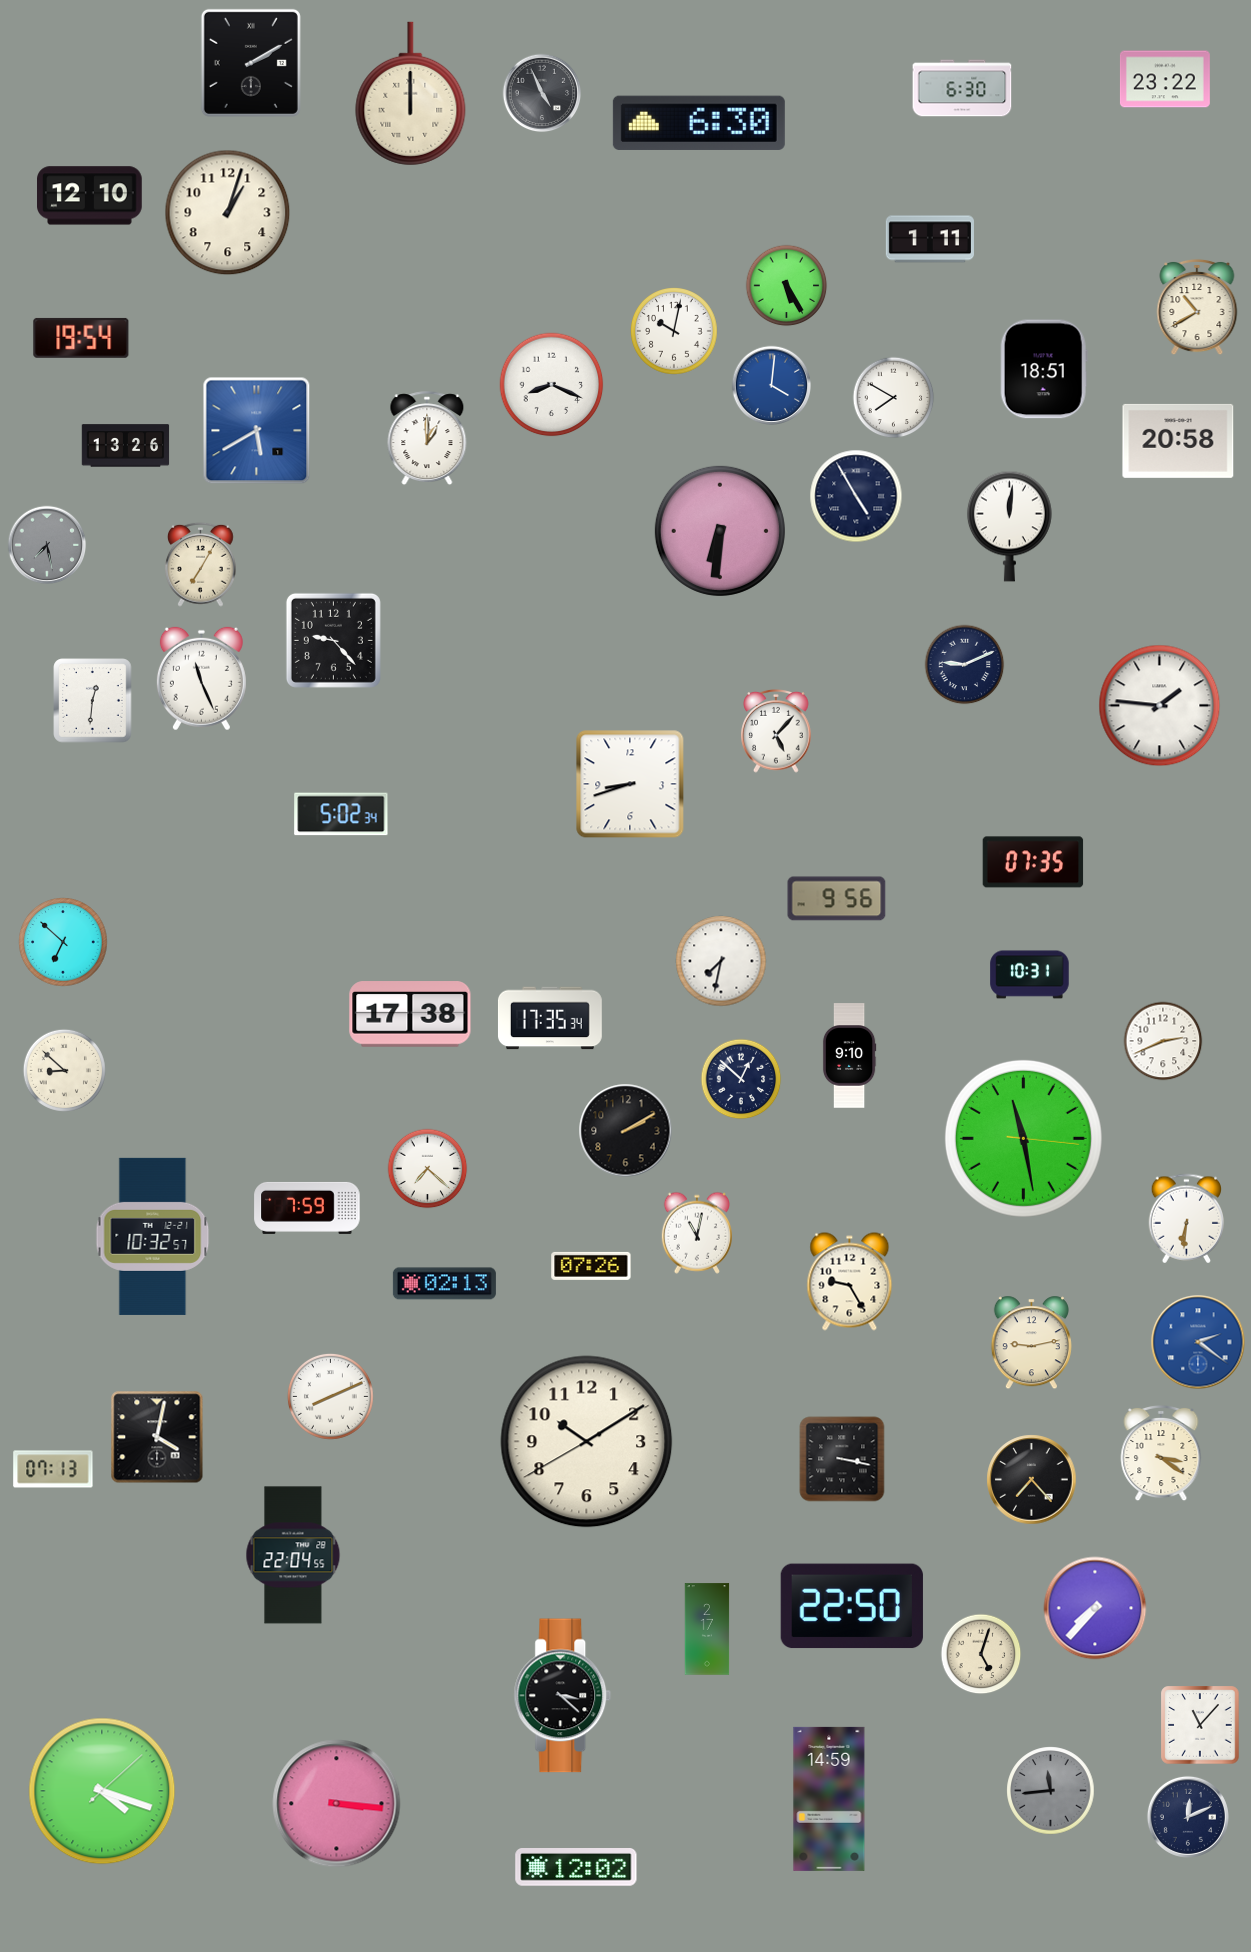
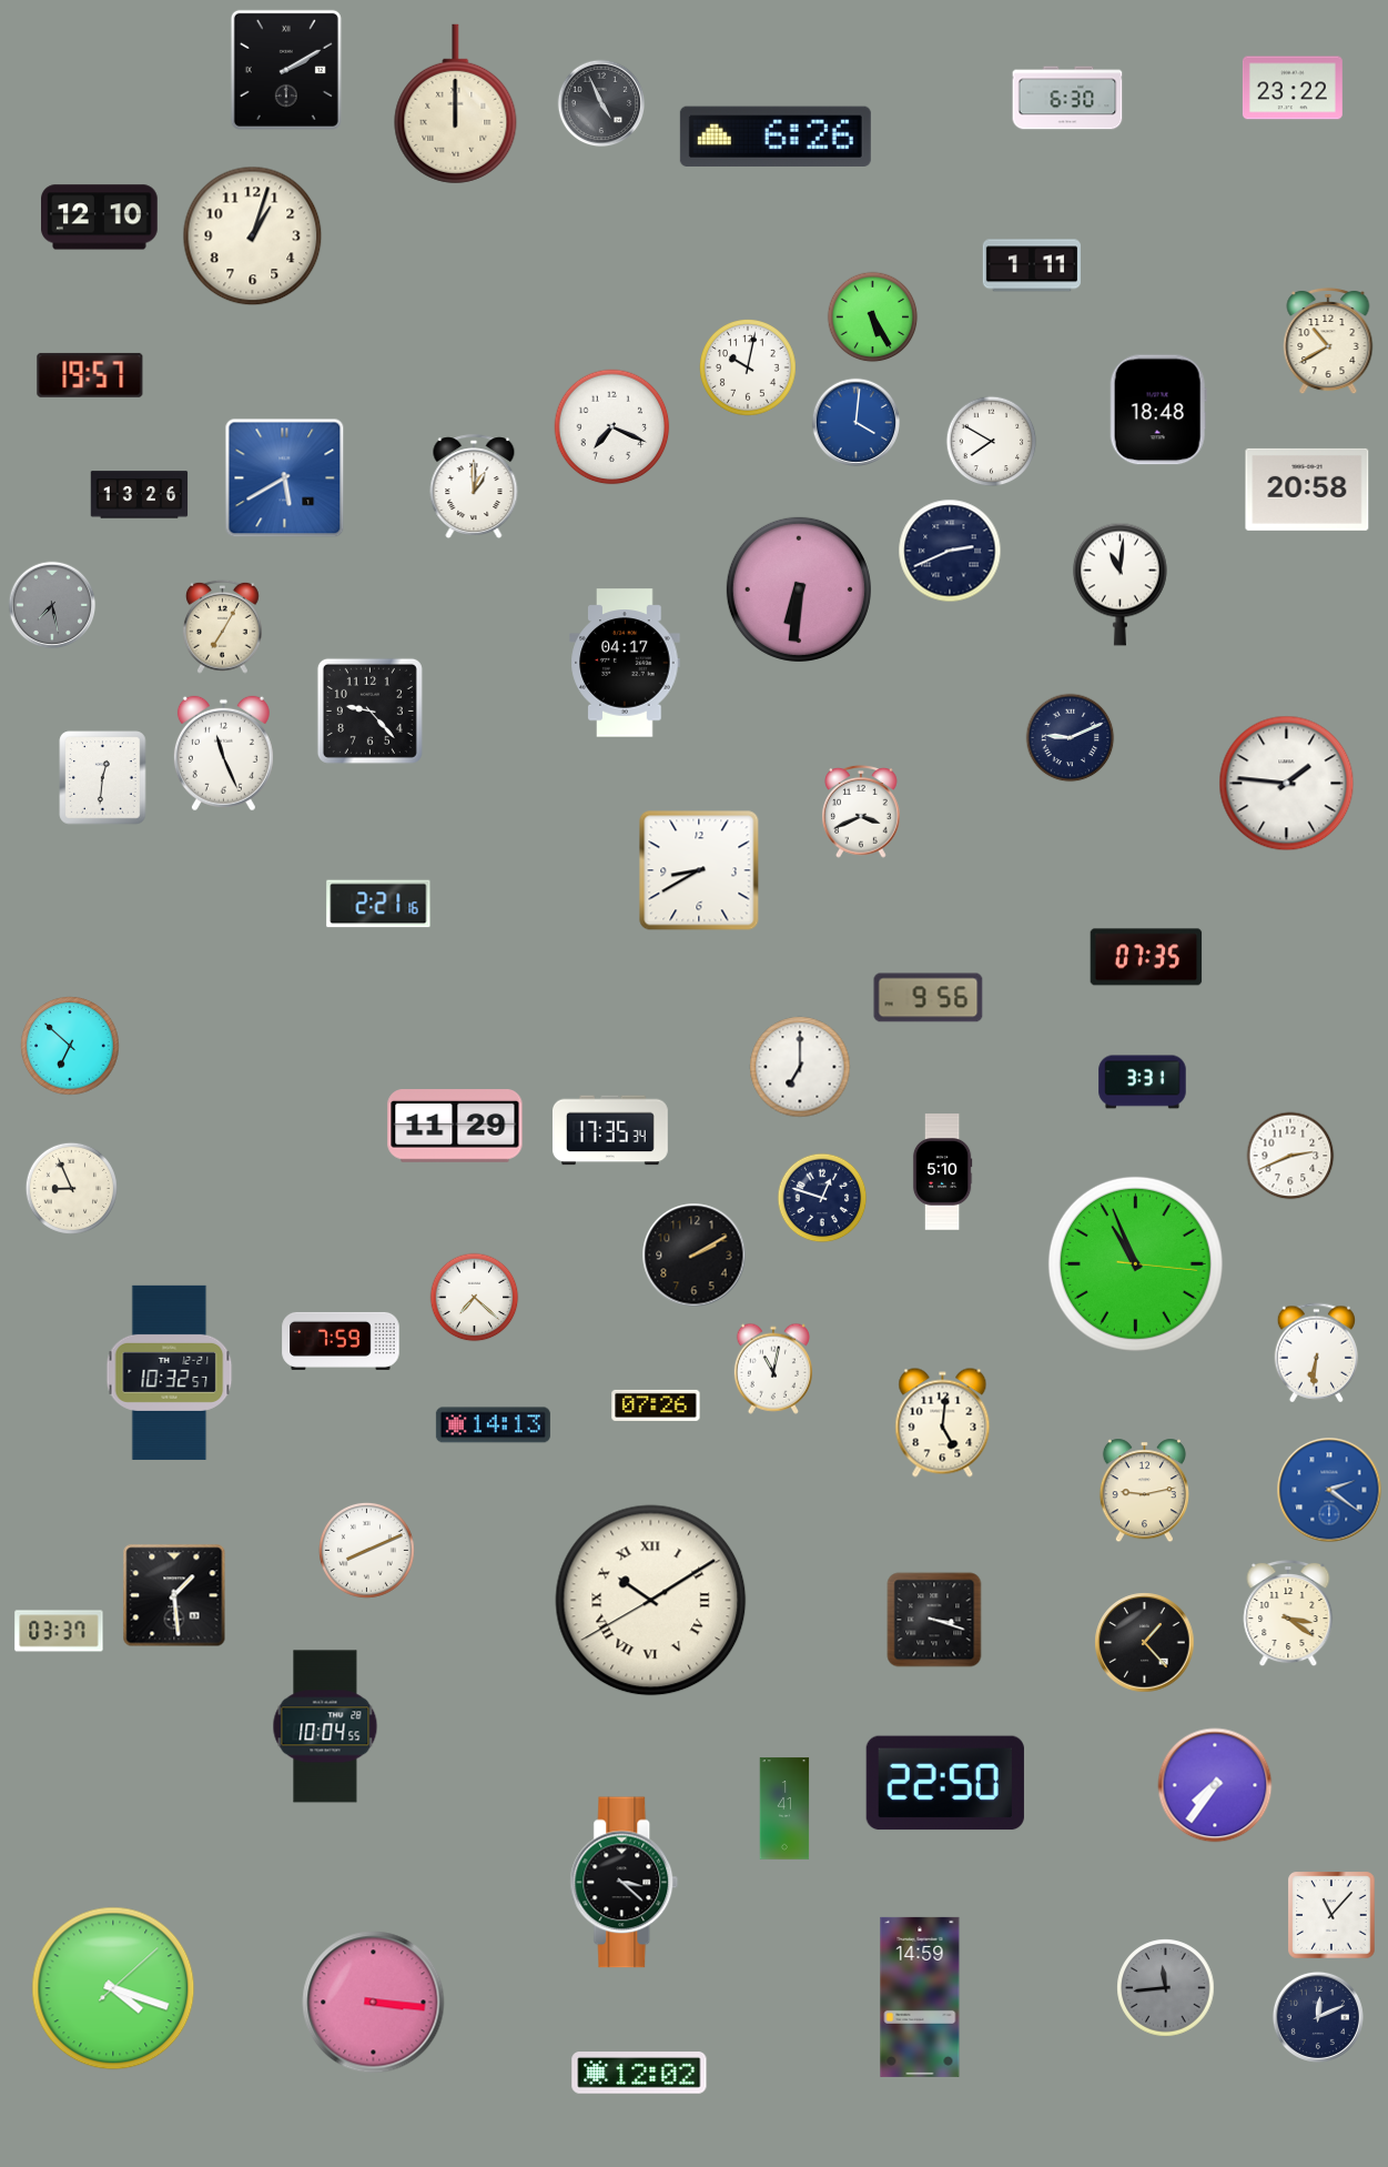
clock at (251, 63) position: (251, 63) -> (286, 70)
clock at (699, 123): 6:30 -> 6:26
clock at (81, 338): 19:54 -> 19:57
clock at (1044, 369): 18:51 -> 18:48
clock at (552, 385): 8:19 -> 7:19
clock at (772, 385) position: (772, 385) -> (857, 422)
clock at (856, 496): 4:55 -> 2:41
clock at (1009, 526): 12:01 -> 11:01
clock at (625, 663): none -> 04:17
clock at (776, 732): 5:07 -> 3:41
clock at (630, 784): 8:42 -> 8:40
clock at (341, 814): 5:02 -> 2:21
clock at (721, 961): 7:32 -> 7:00
clock at (1030, 975): 10:31 -> 3:31
clock at (410, 1014): 17:38 -> 11:29
clock at (849, 1056): 9:10 -> 5:10
clock at (64, 1070): 8:52 -> 8:56
clock at (741, 1079): 12:52 -> 12:48
clock at (1023, 1138): 11:28 -> 10:56
clock at (850, 1282): 9:25 -> 5:01
clock at (444, 1284): 02:13 -> 14:13
clock at (157, 1437): 4:02 -> 1:29
clock at (587, 1442) numerals: Arabic -> Roman
clock at (842, 1459): 3:17 -> 3:18
clock at (53, 1469): 07:13 -> 03:37
clock at (1032, 1480): 7:23 -> 1:23
clock at (293, 1555): 22:04 -> 10:04
clock at (1095, 1608): 7:37 -> 7:36
clock at (707, 1629): 2:17 -> 1:41
clock at (981, 1654): 5:03 -> none
